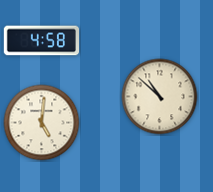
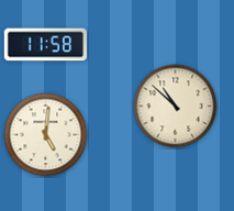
clock at (41, 41): 4:58 -> 11:58
